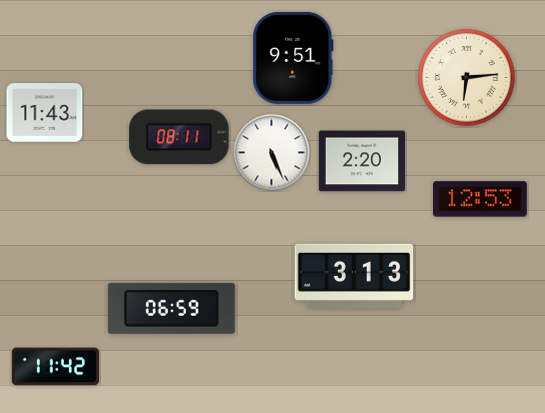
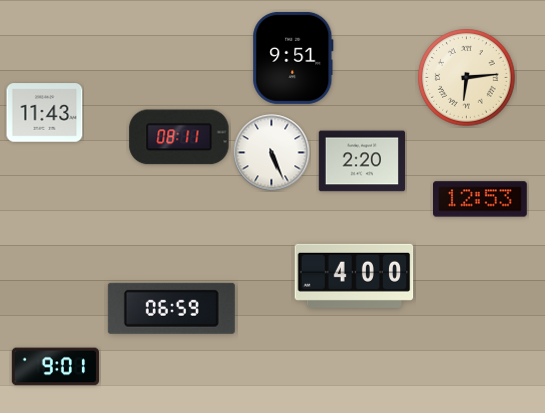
clock at (354, 276): 3:13 -> 4:00
clock at (55, 367): 11:42 -> 9:01
